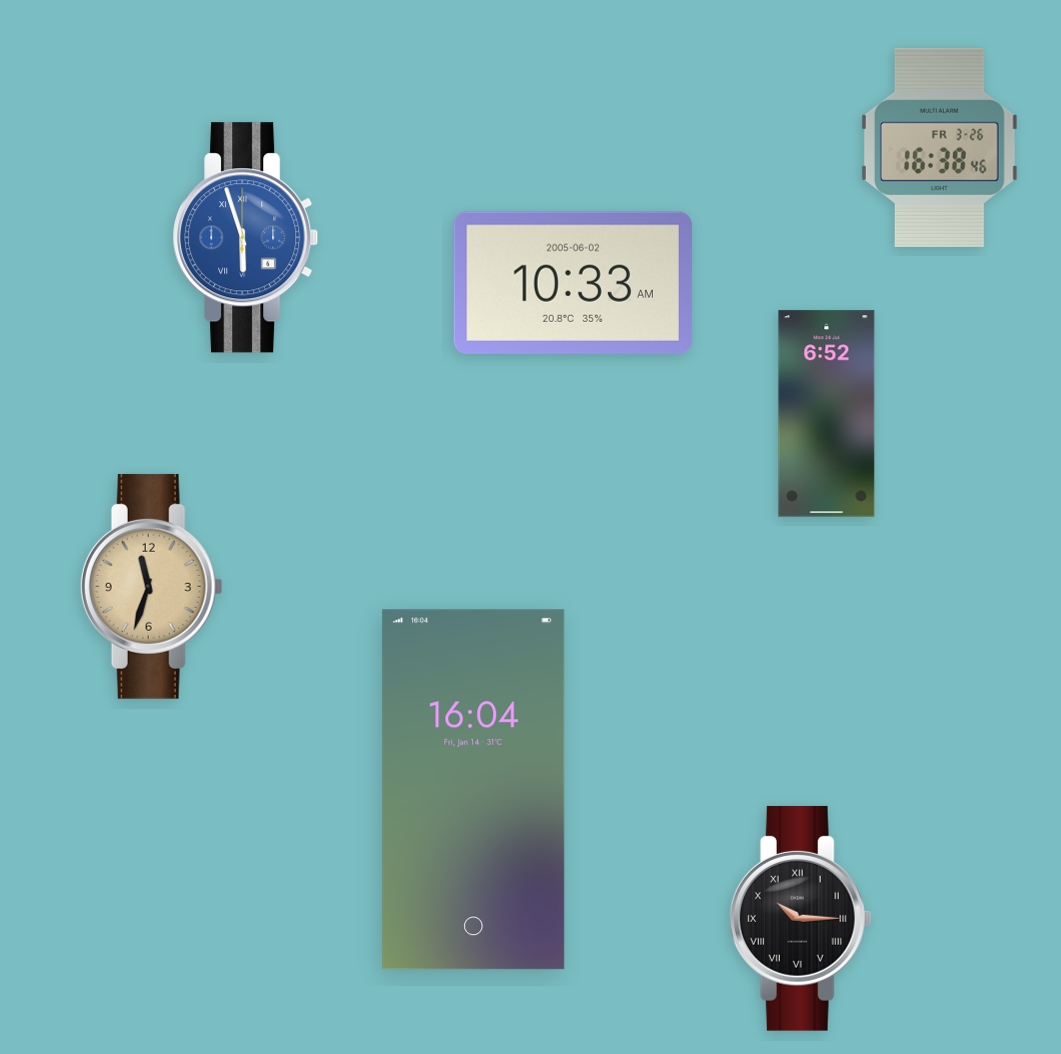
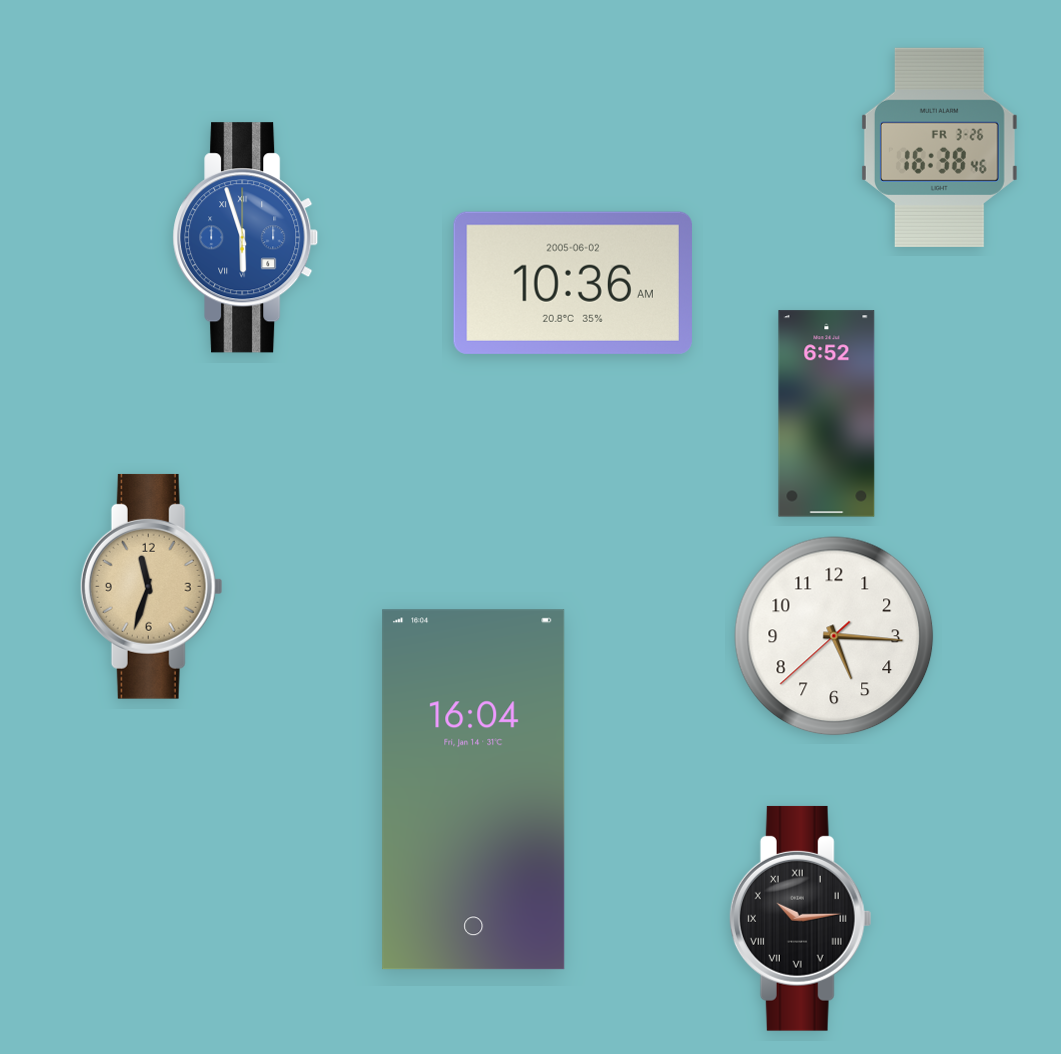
clock at (573, 283): 10:33 -> 10:36
clock at (834, 636): none -> 5:15
clock at (800, 918): 10:15 -> 10:14
